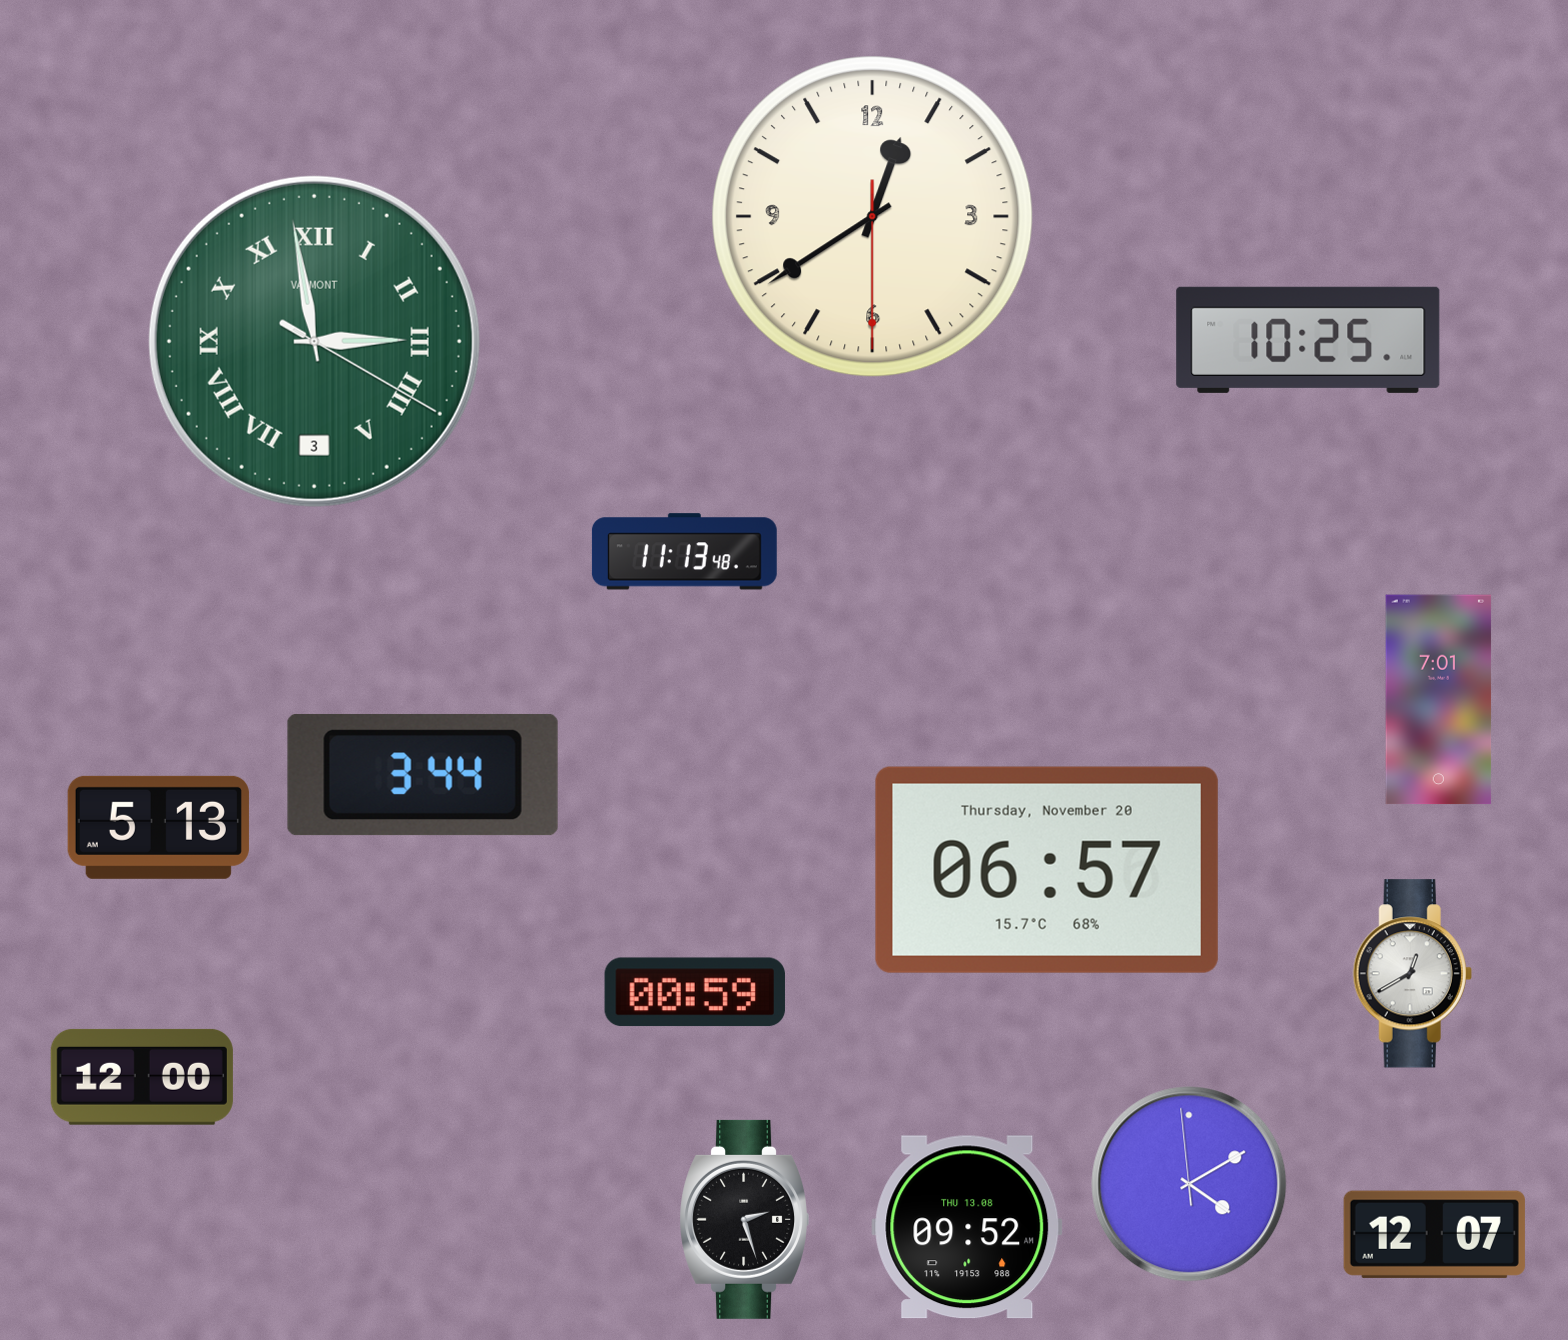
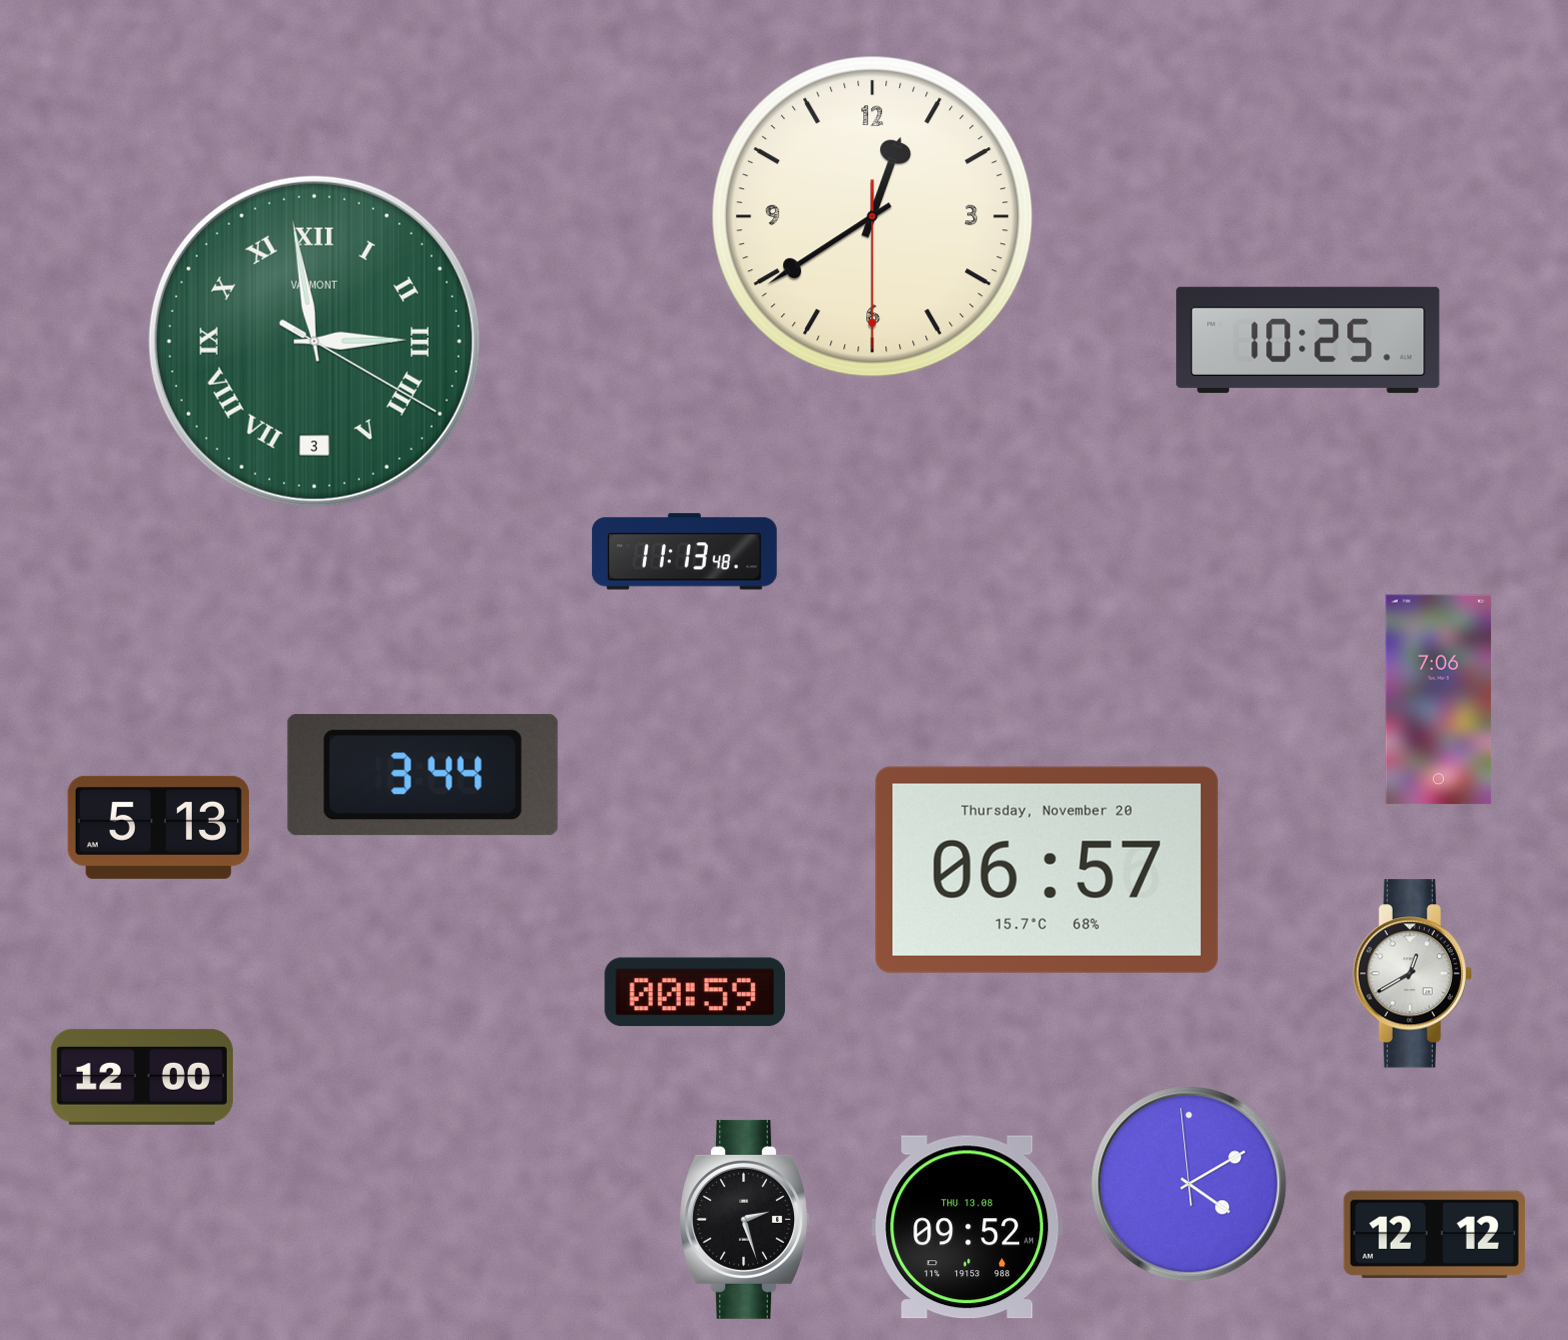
clock at (1439, 700): 7:01 -> 7:06
clock at (1434, 1234): 12:07 -> 12:12
